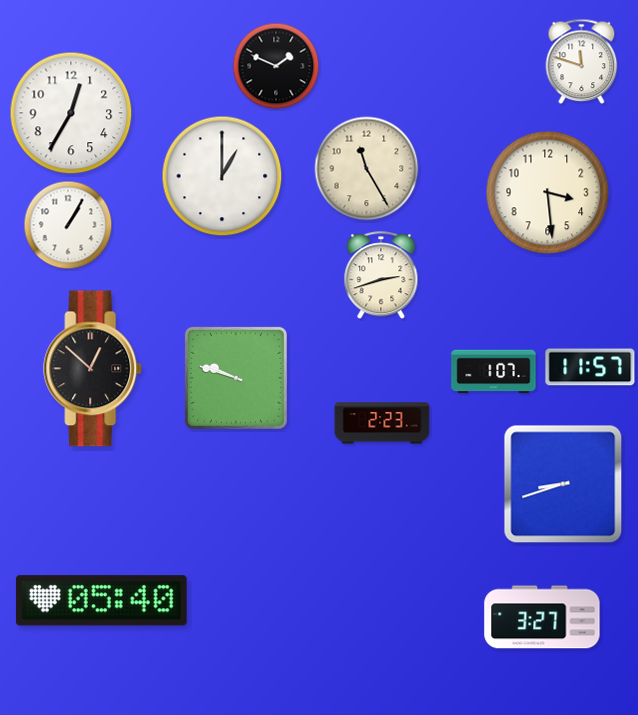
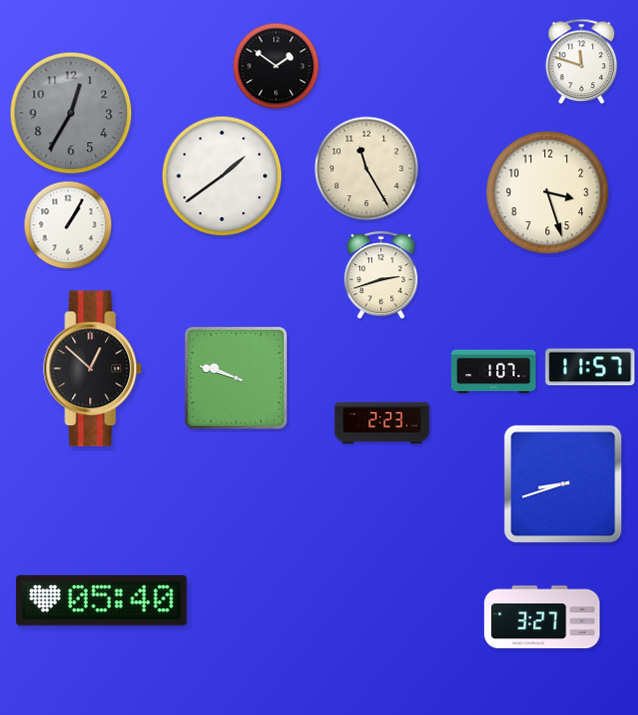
clock at (276, 66): 1:49 -> 1:51
clock at (71, 113) dial: white -> grey
clock at (222, 176): 1:00 -> 1:39
clock at (548, 193): 3:29 -> 3:27
